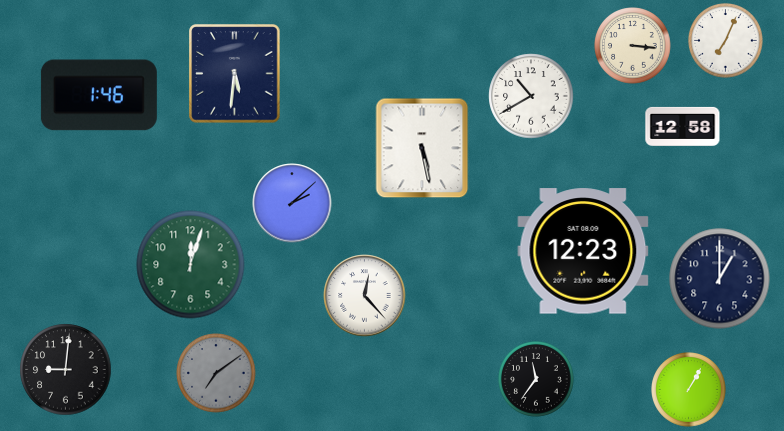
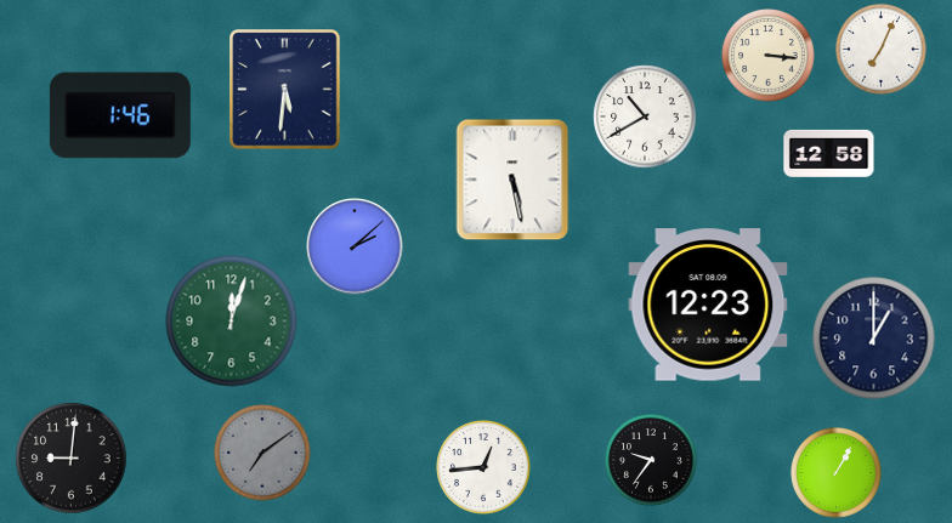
clock at (365, 296): 12:23 -> none
clock at (66, 370) position: (66, 370) -> (72, 459)
clock at (536, 379): 11:36 -> 9:36
clock at (483, 467): none -> 12:44
